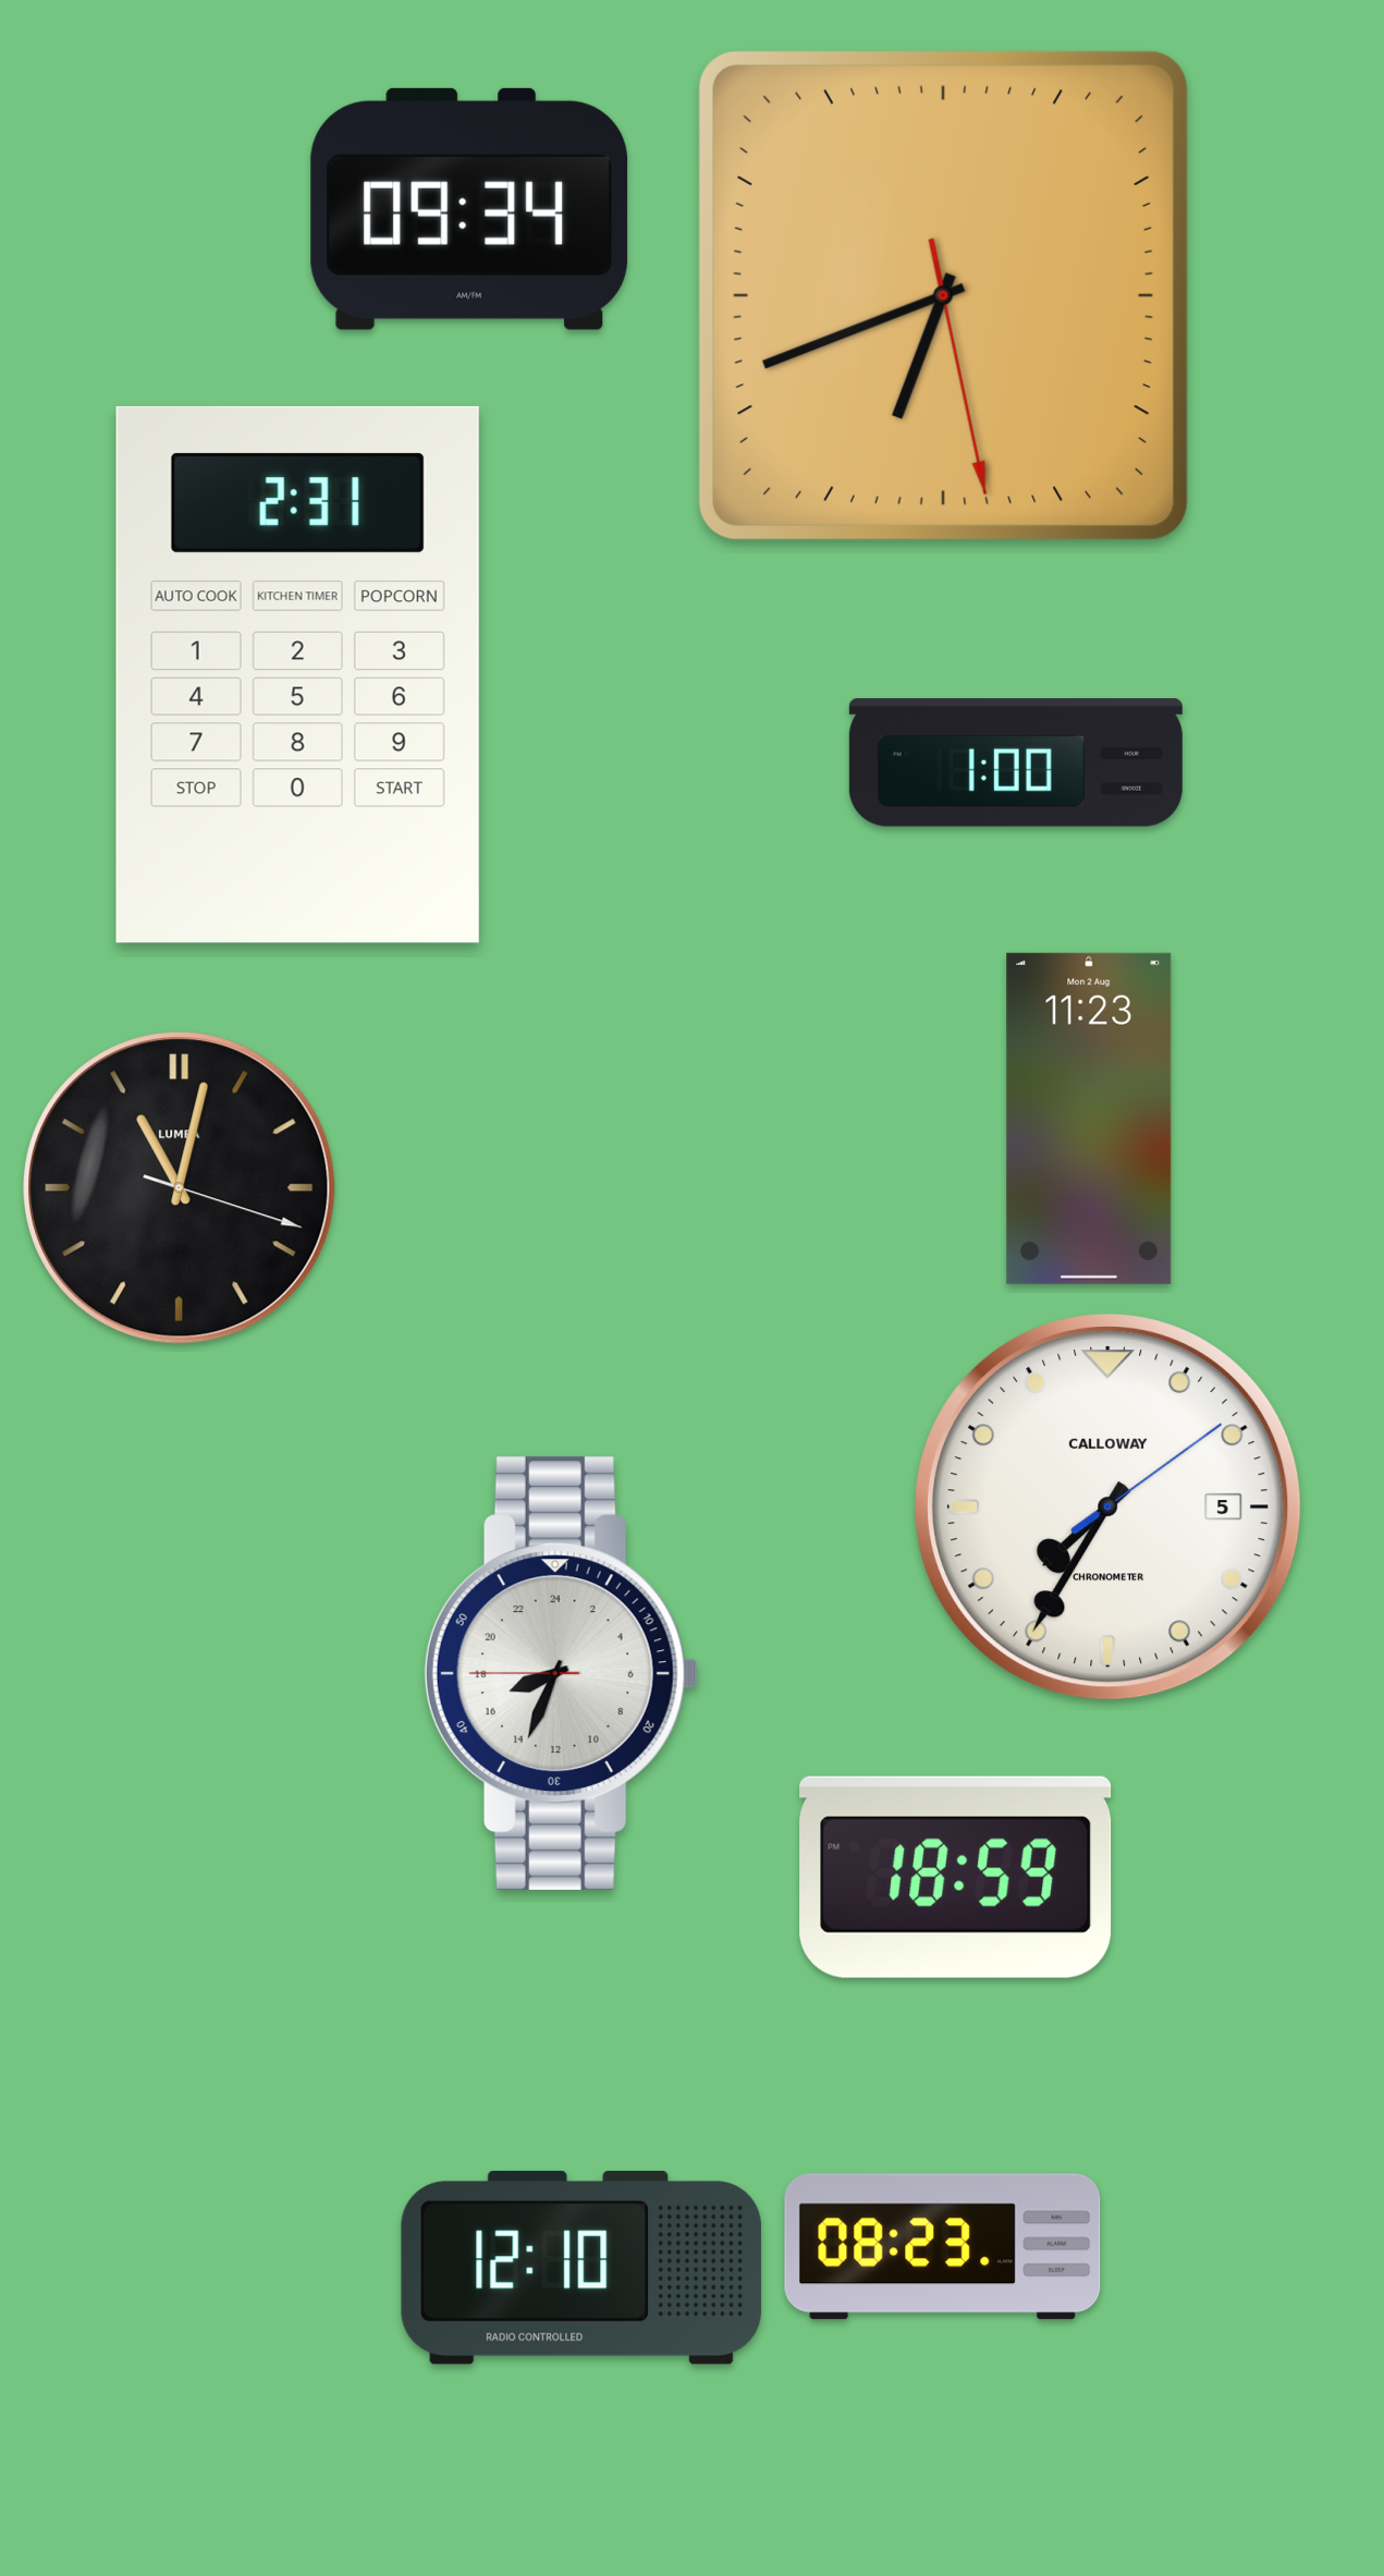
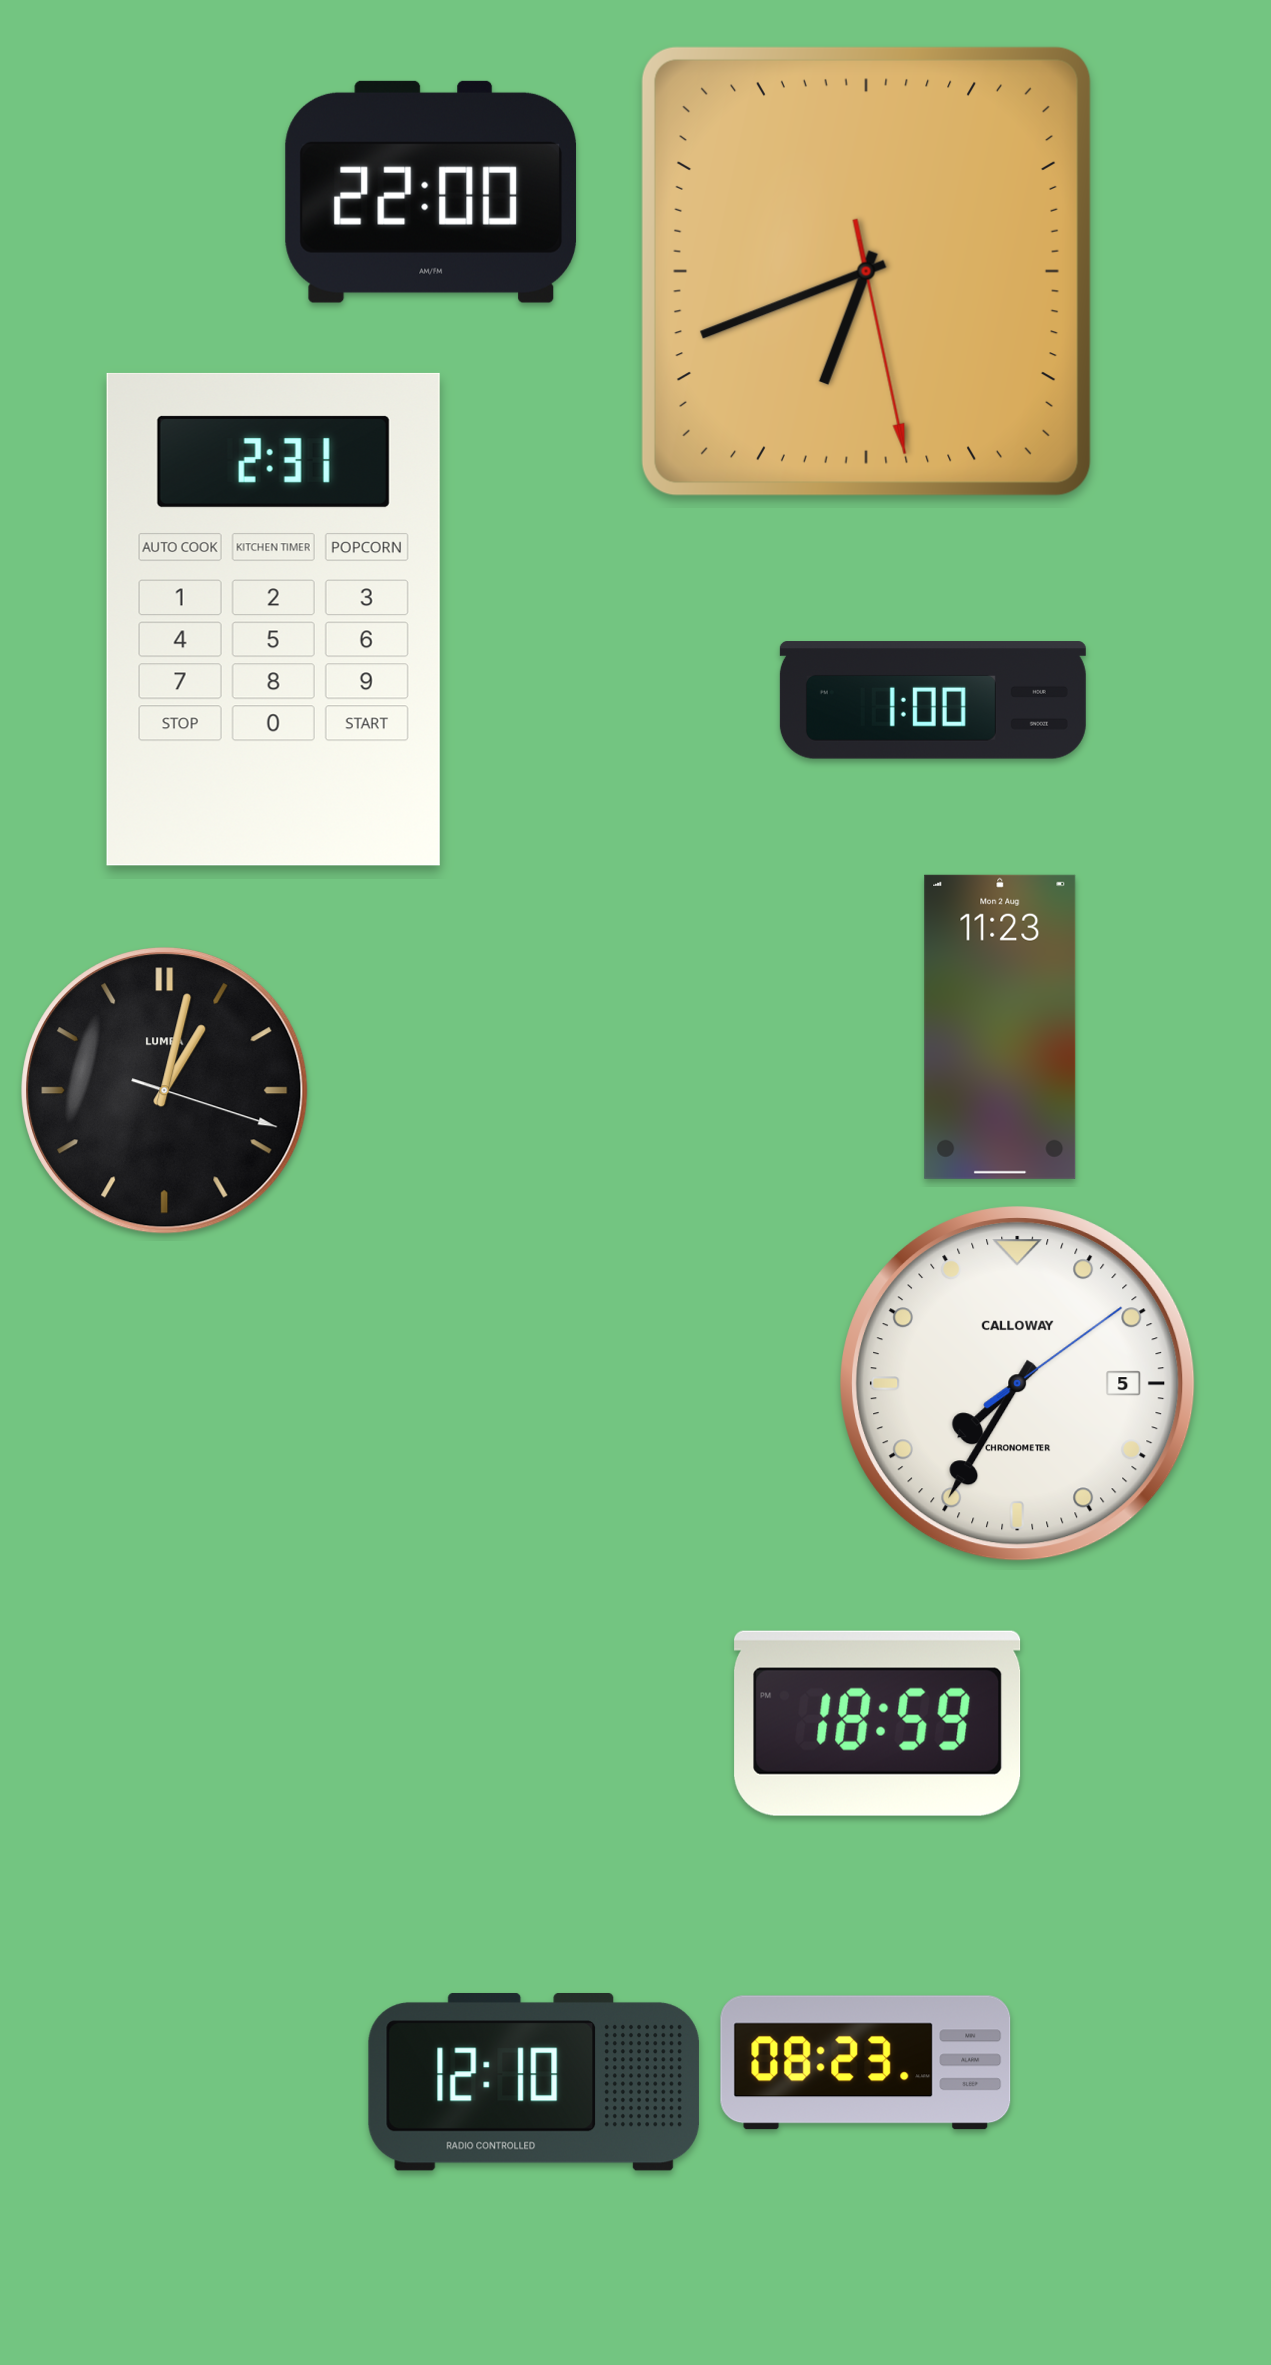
clock at (469, 209): 09:34 -> 22:00
clock at (180, 1188): 11:02 -> 1:02
clock at (561, 1673): 16:33 -> none
